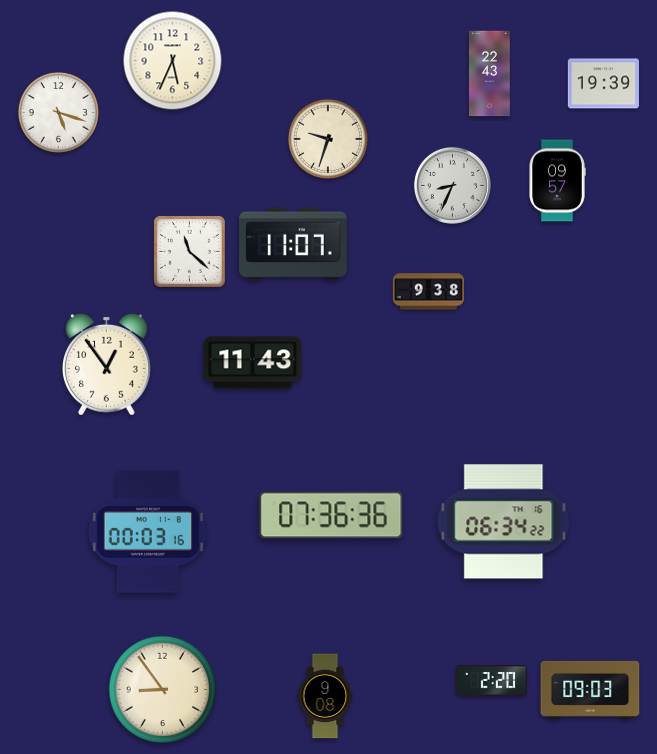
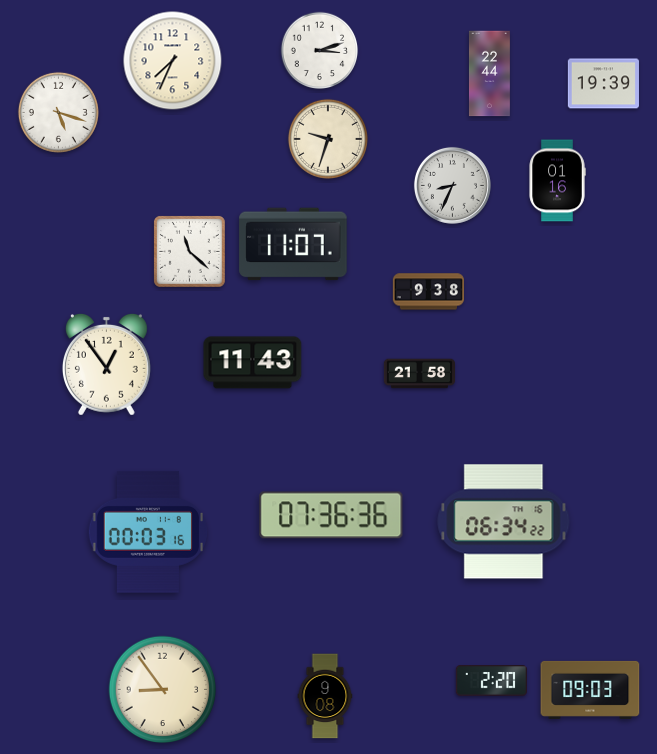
clock at (320, 51): none -> 3:12
clock at (173, 61): 5:34 -> 7:34
clock at (489, 74): 22:43 -> 22:44
clock at (557, 181): 09:57 -> 01:16
clock at (419, 374): none -> 21:58
